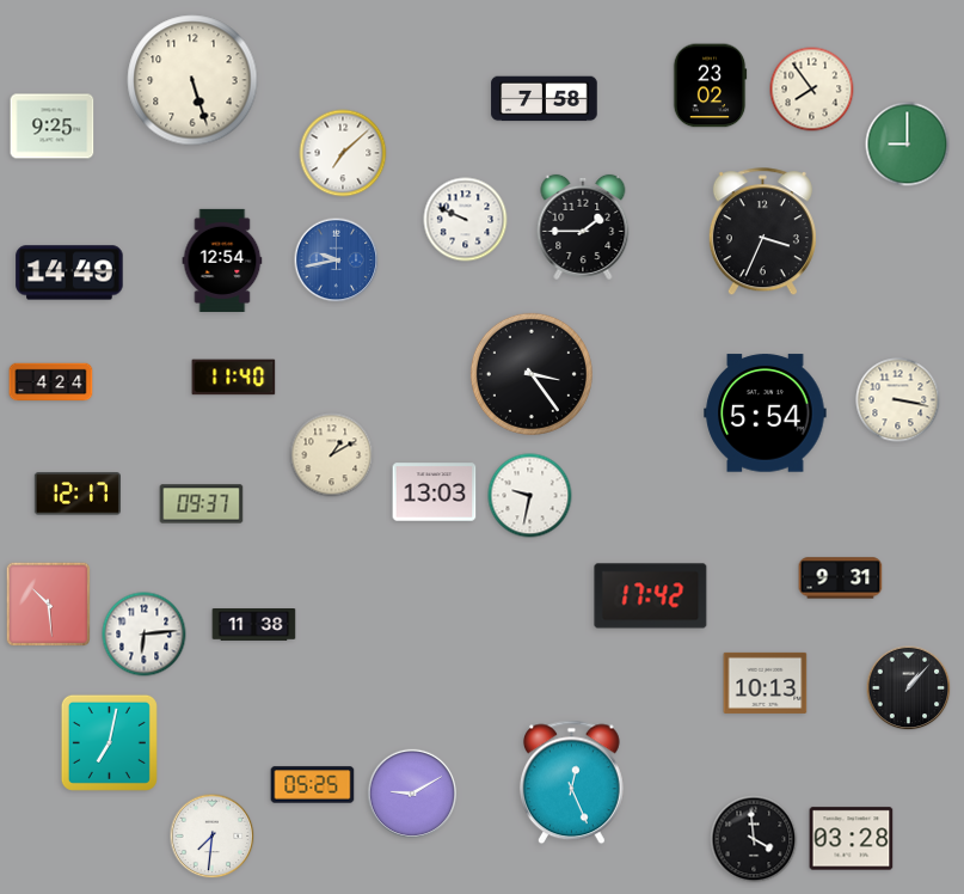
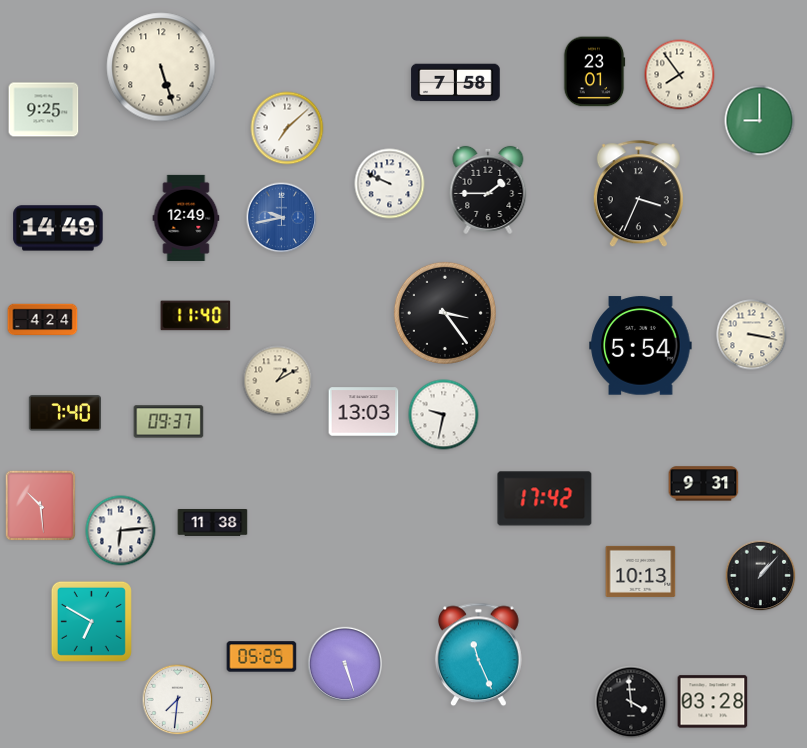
clock at (710, 86): 23:02 -> 23:01
clock at (53, 127) position: (53, 127) -> (44, 110)
clock at (222, 261): 12:54 -> 12:49
clock at (76, 494): 12:17 -> 7:40
clock at (109, 742): 7:02 -> 6:50
clock at (571, 783): 12:26 -> 11:26
clock at (411, 792): 9:10 -> 5:27
